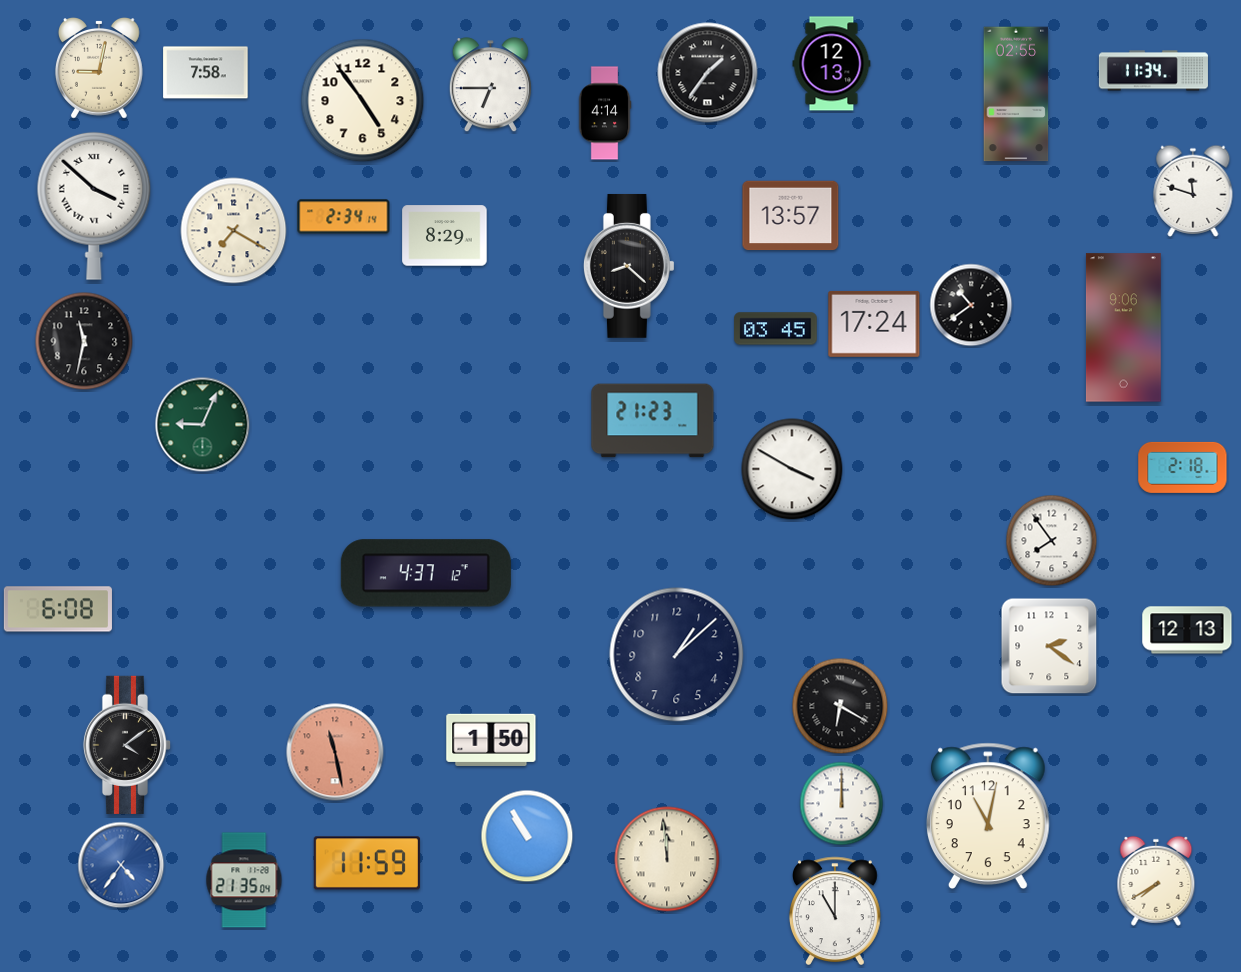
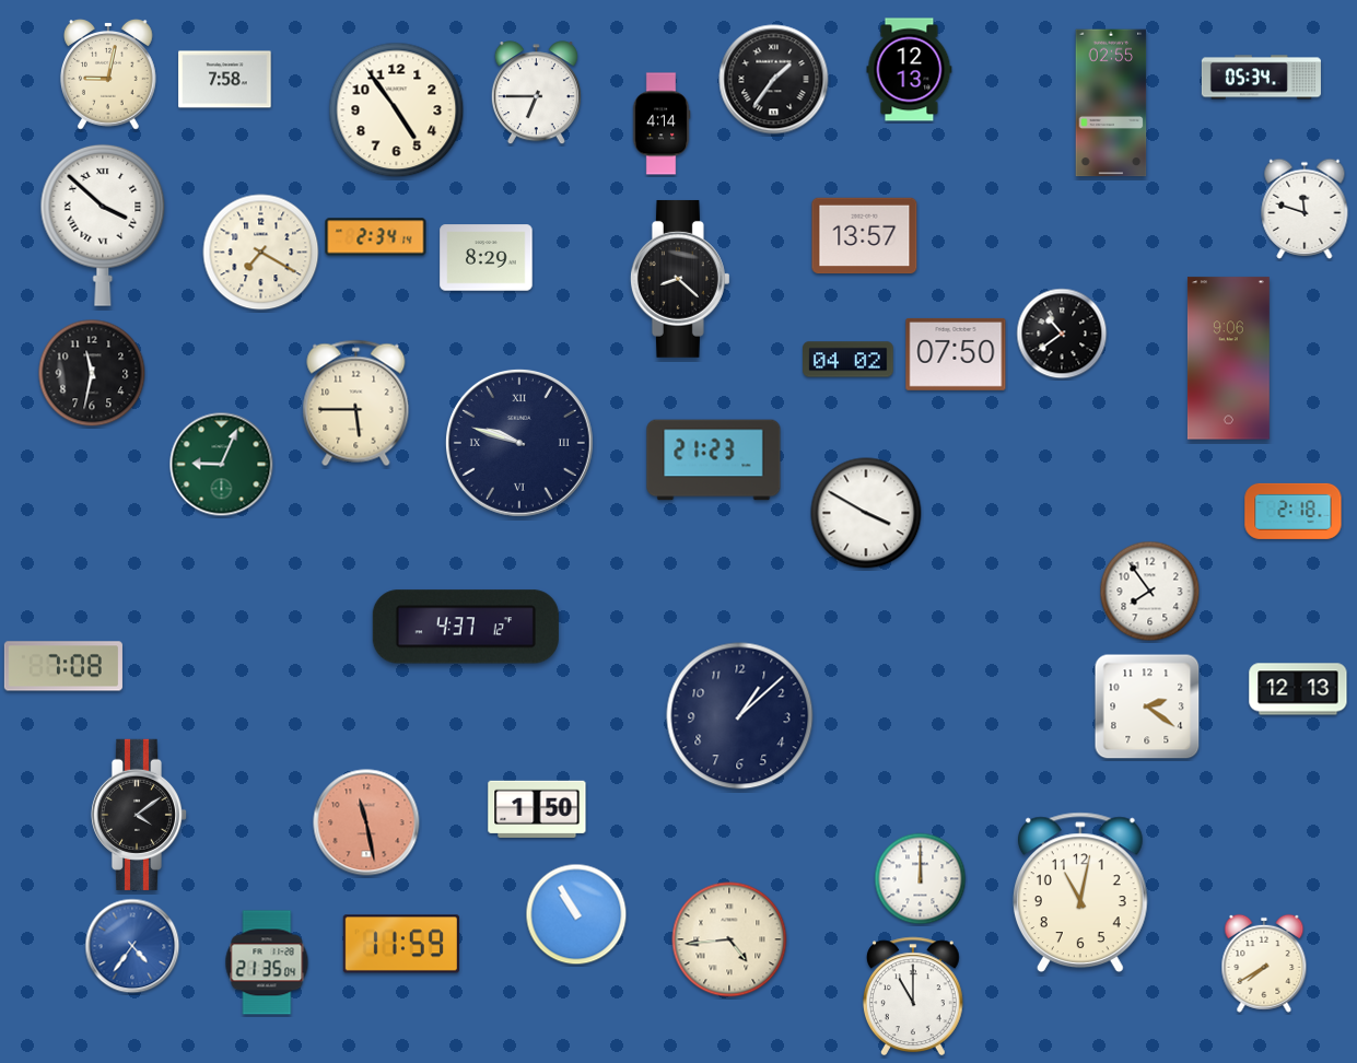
clock at (1153, 71): 11:34 -> 05:34
clock at (234, 231) position: (234, 231) -> (261, 253)
clock at (629, 266) position: (629, 266) -> (680, 279)
clock at (874, 324): 17:24 -> 07:50
clock at (776, 329): 03:45 -> 04:02
clock at (356, 404): none -> 5:45
clock at (519, 443): none -> 9:48
clock at (58, 609): 6:08 -> 7:08
clock at (840, 706): 6:20 -> none
clock at (667, 859): 11:59 -> 4:44
